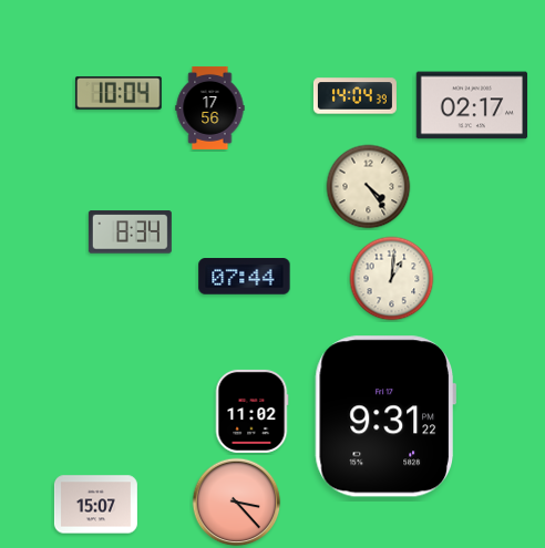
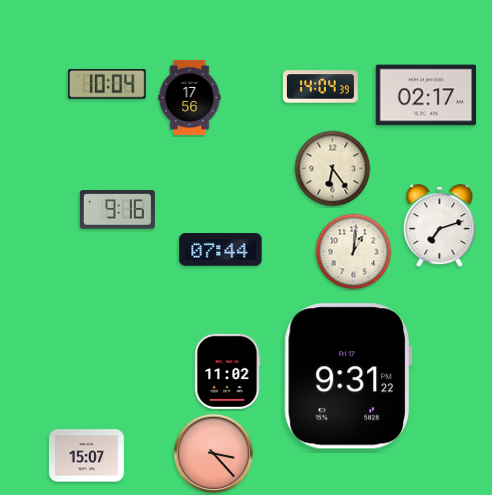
clock at (369, 187): 4:24 -> 6:24
clock at (130, 232): 8:34 -> 9:16
clock at (440, 226): none -> 7:12
